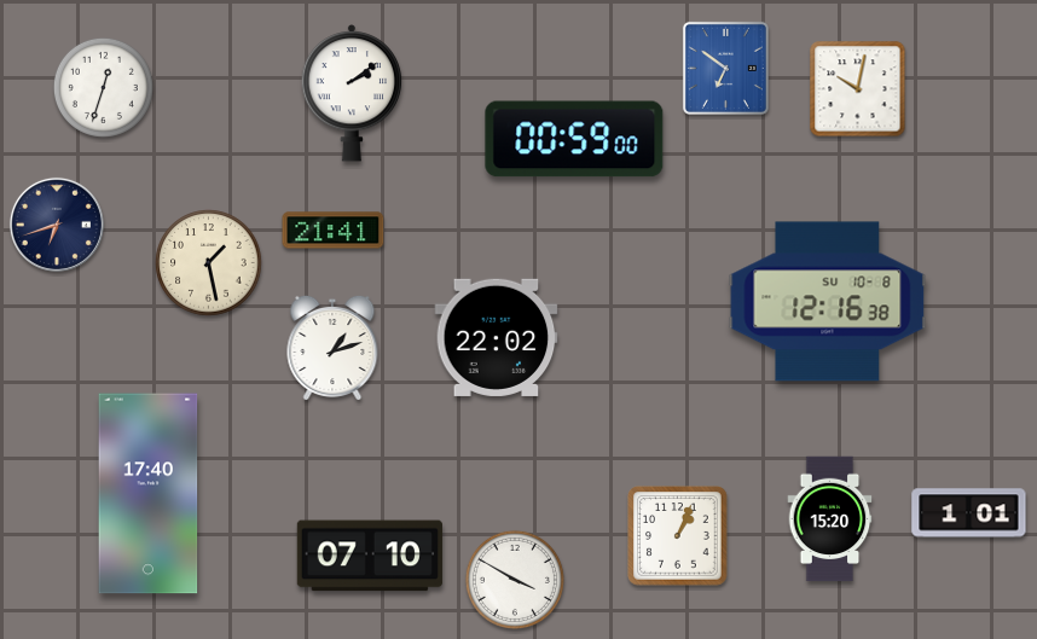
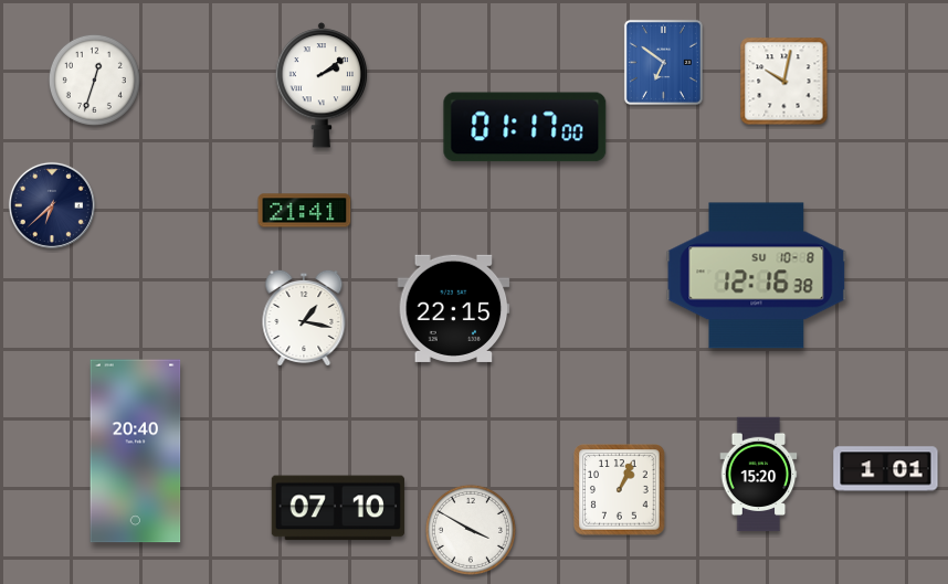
clock at (574, 139): 00:59 -> 01:17
clock at (57, 225): 6:42 -> 6:38
clock at (209, 263): 1:28 -> none
clock at (497, 337): 22:02 -> 22:15
clock at (332, 347): 1:12 -> 1:17
clock at (149, 494): 17:40 -> 20:40
